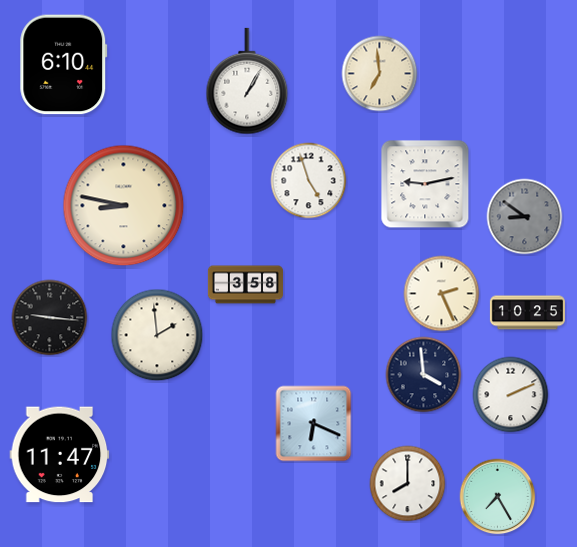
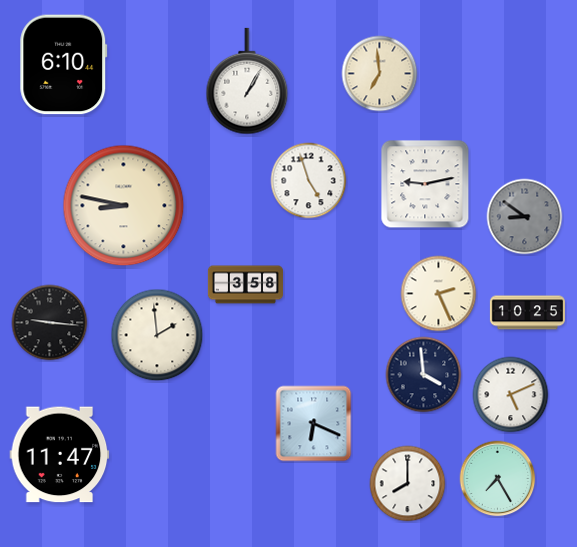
clock at (442, 294) position: (442, 294) -> (439, 294)
clock at (50, 318) position: (50, 318) -> (50, 323)
clock at (511, 395): 2:11 -> 5:11
clock at (498, 497) position: (498, 497) -> (498, 479)
